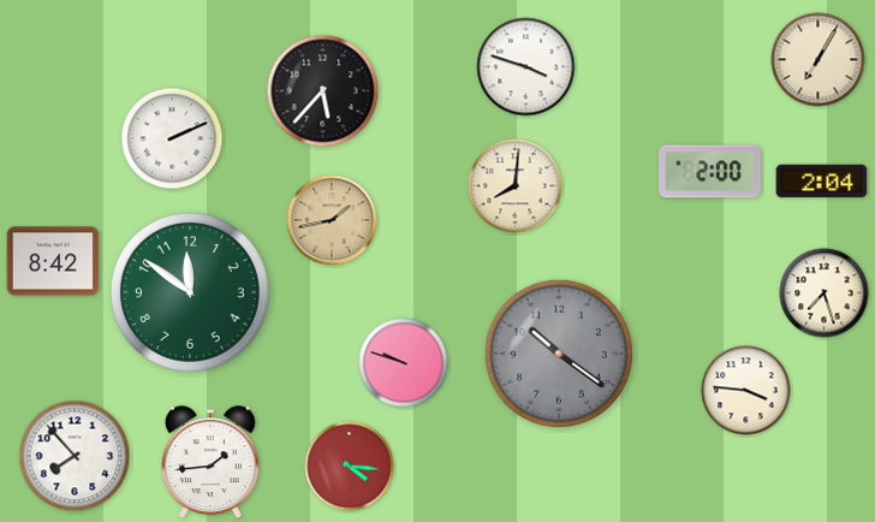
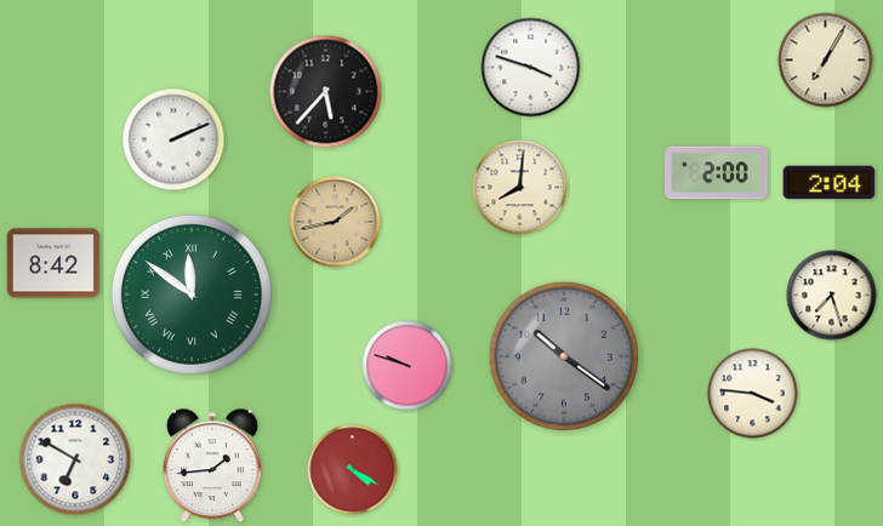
clock at (190, 292) numerals: Arabic -> Roman
clock at (75, 456): 7:53 -> 6:50
clock at (350, 467): 4:16 -> 4:20
